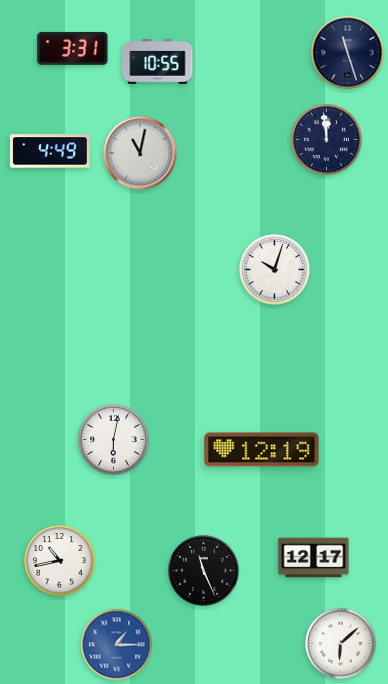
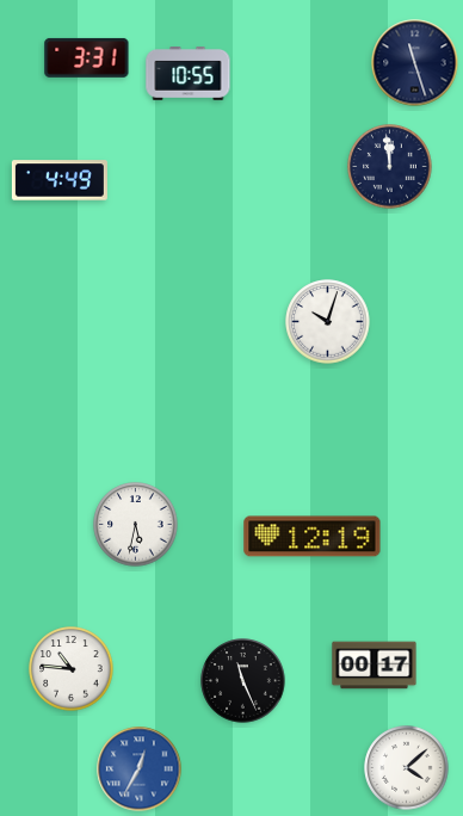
clock at (140, 153): 11:02 -> none
clock at (114, 440): 6:02 -> 5:32
clock at (314, 558): 12:17 -> 00:17
clock at (60, 561): 10:43 -> 10:46
clock at (341, 644): 6:08 -> 4:08
clock at (117, 645): 1:15 -> 12:35
